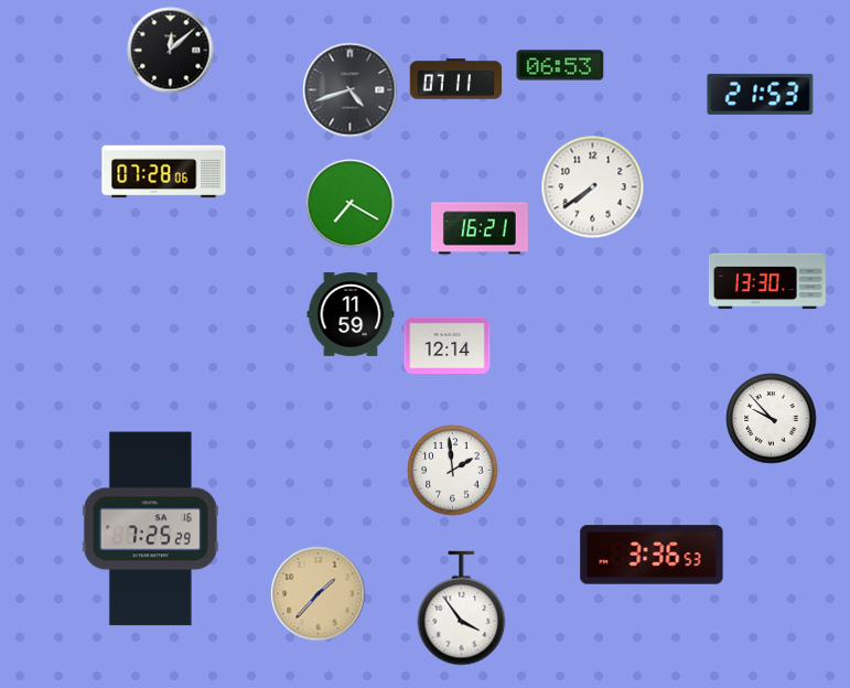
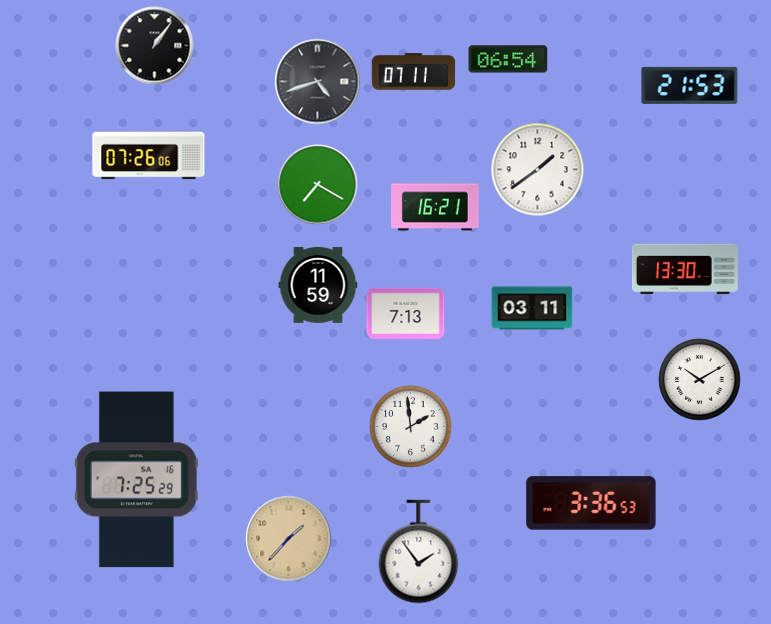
clock at (171, 51): 12:08 -> 1:06
clock at (560, 65): 06:53 -> 06:54
clock at (164, 172): 07:28 -> 07:26
clock at (593, 187): 7:39 -> 1:39
clock at (767, 281) position: (767, 281) -> (685, 269)
clock at (532, 308): none -> 03:11
clock at (448, 345): 12:14 -> 7:13
clock at (772, 419): 9:53 -> 10:10
clock at (462, 609): 3:54 -> 1:54
